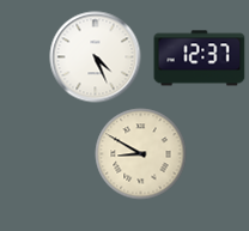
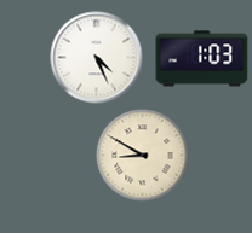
clock at (200, 59): 12:37 -> 1:03
